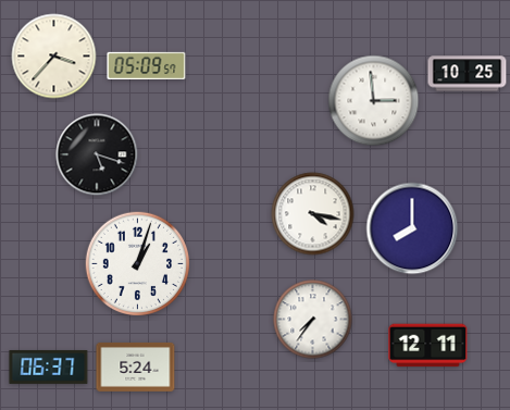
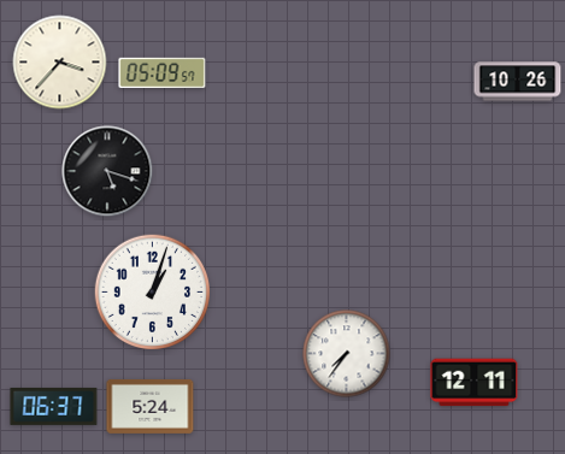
clock at (468, 74): 10:25 -> 10:26
clock at (374, 101): 2:59 -> none
clock at (313, 214): 4:17 -> none
clock at (412, 228): 8:00 -> none
